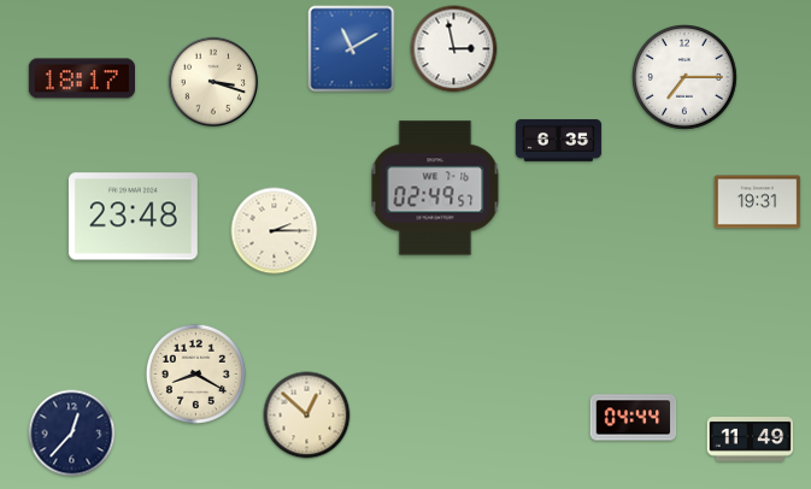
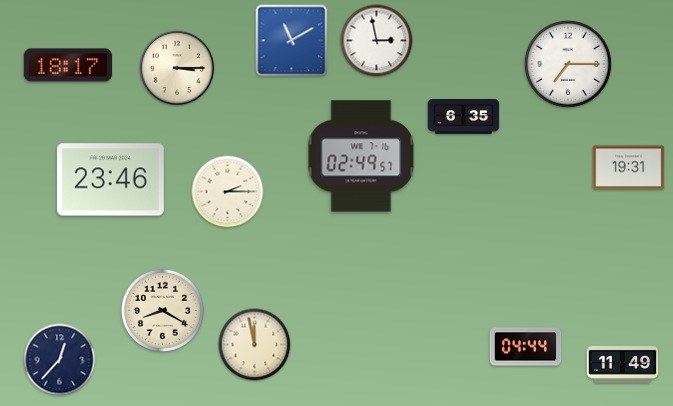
clock at (213, 82): 3:18 -> 3:15
clock at (133, 217): 23:48 -> 23:46
clock at (307, 416): 12:52 -> 11:58
